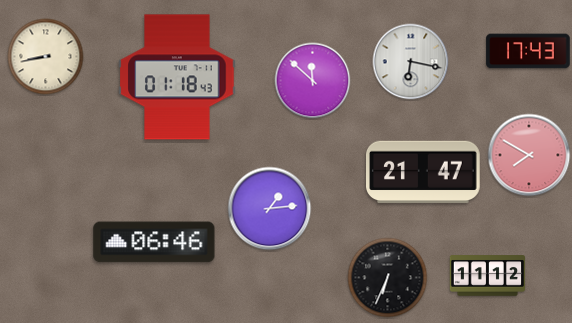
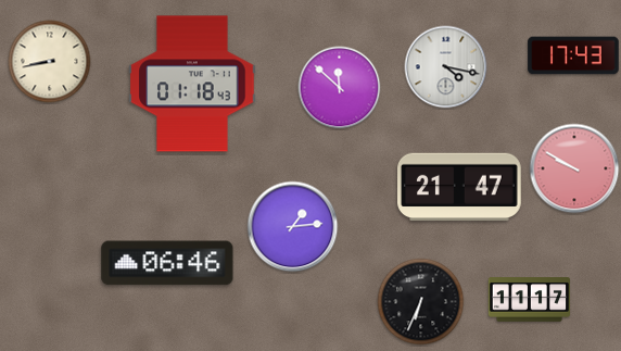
clock at (411, 62): 6:17 -> 4:17
clock at (529, 155): 7:50 -> 9:50
clock at (488, 276): 11:12 -> 11:17
